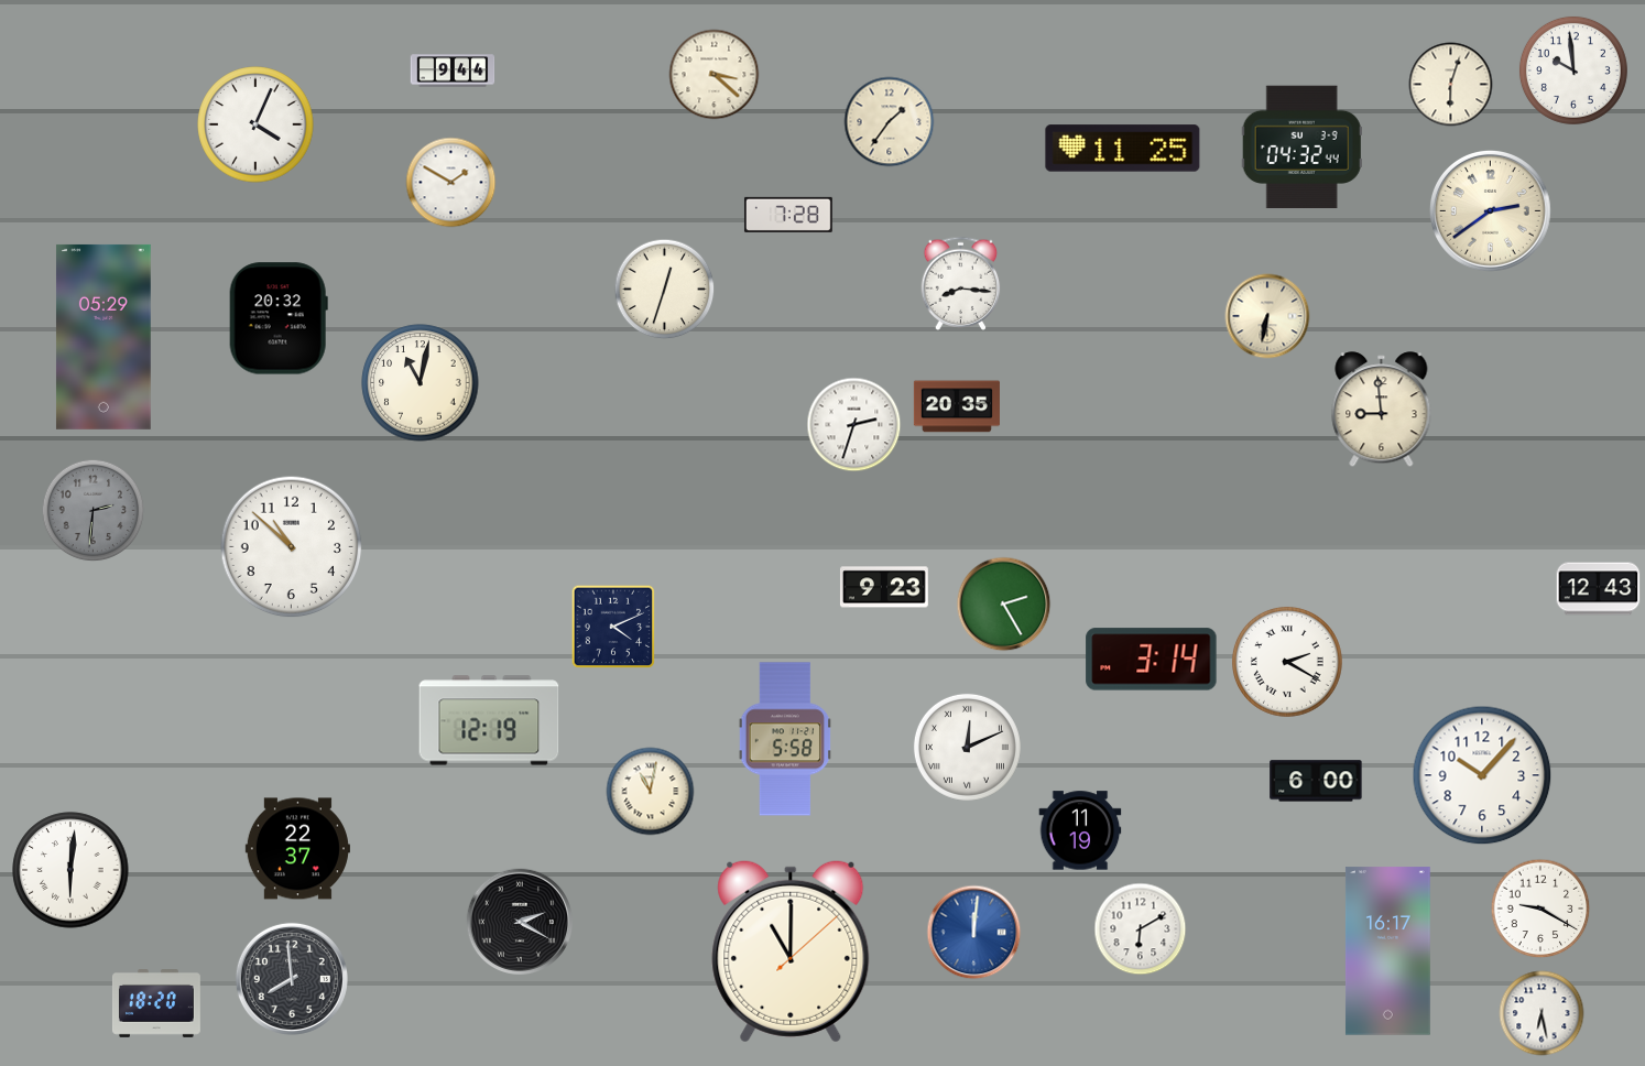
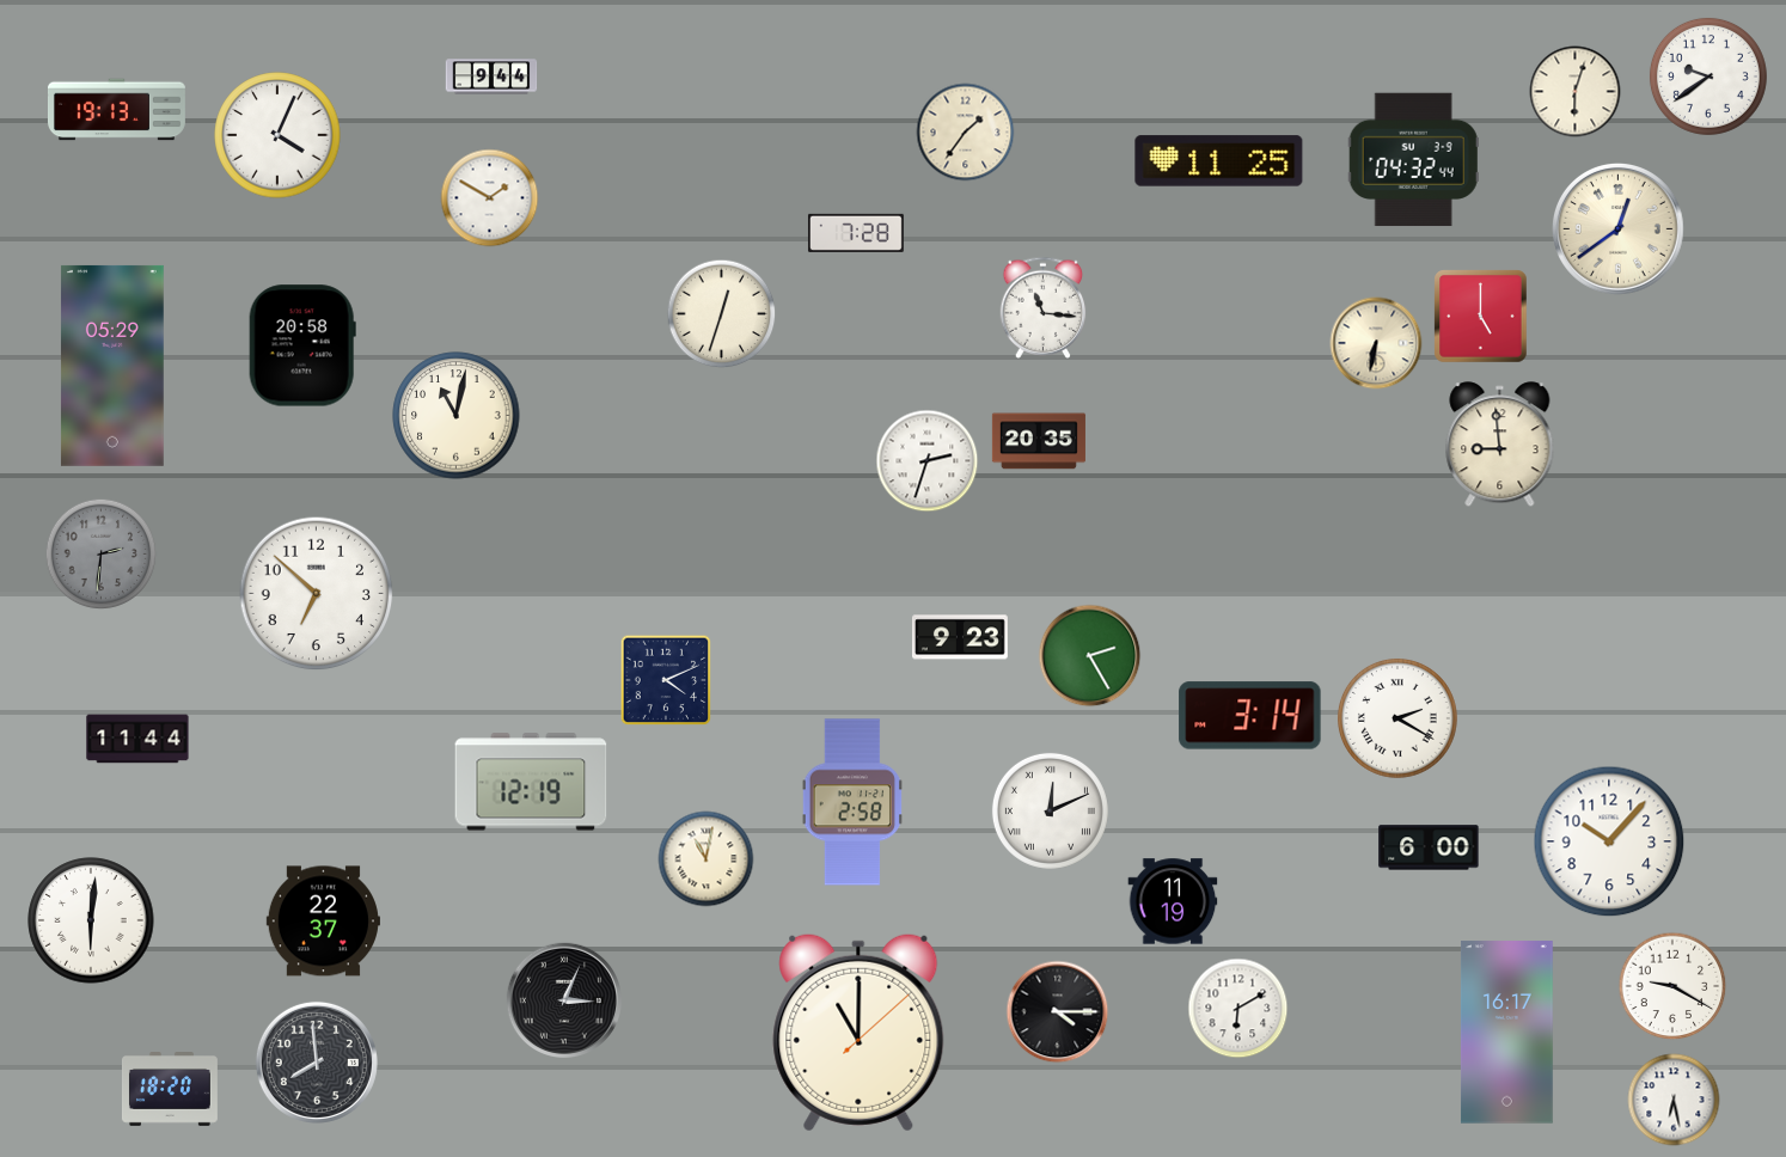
clock at (1573, 70): 9:59 -> 9:39
clock at (715, 75): 3:22 -> none
clock at (116, 110): none -> 19:13
clock at (1491, 211): 2:39 -> 12:39
clock at (961, 283): 8:16 -> 11:16
clock at (1481, 317): none -> 5:00
clock at (279, 318): 20:32 -> 20:58
clock at (292, 547): 10:52 -> 6:52
clock at (1599, 589): 12:43 -> none
clock at (137, 739): none -> 11:44
clock at (784, 739): 5:58 -> 2:58
clock at (70, 870) position: (70, 870) -> (91, 920)
clock at (520, 922): 2:20 -> 3:04
clock at (974, 933): 12:01 -> 4:15
clock at (974, 933) dial: blue -> black
